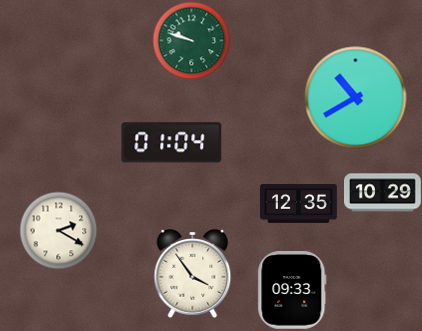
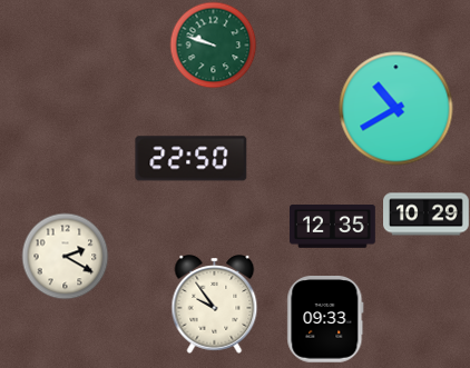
clock at (172, 143): 01:04 -> 22:50
clock at (193, 274): 3:54 -> 9:54
clock at (292, 291) position: (292, 291) -> (325, 320)
